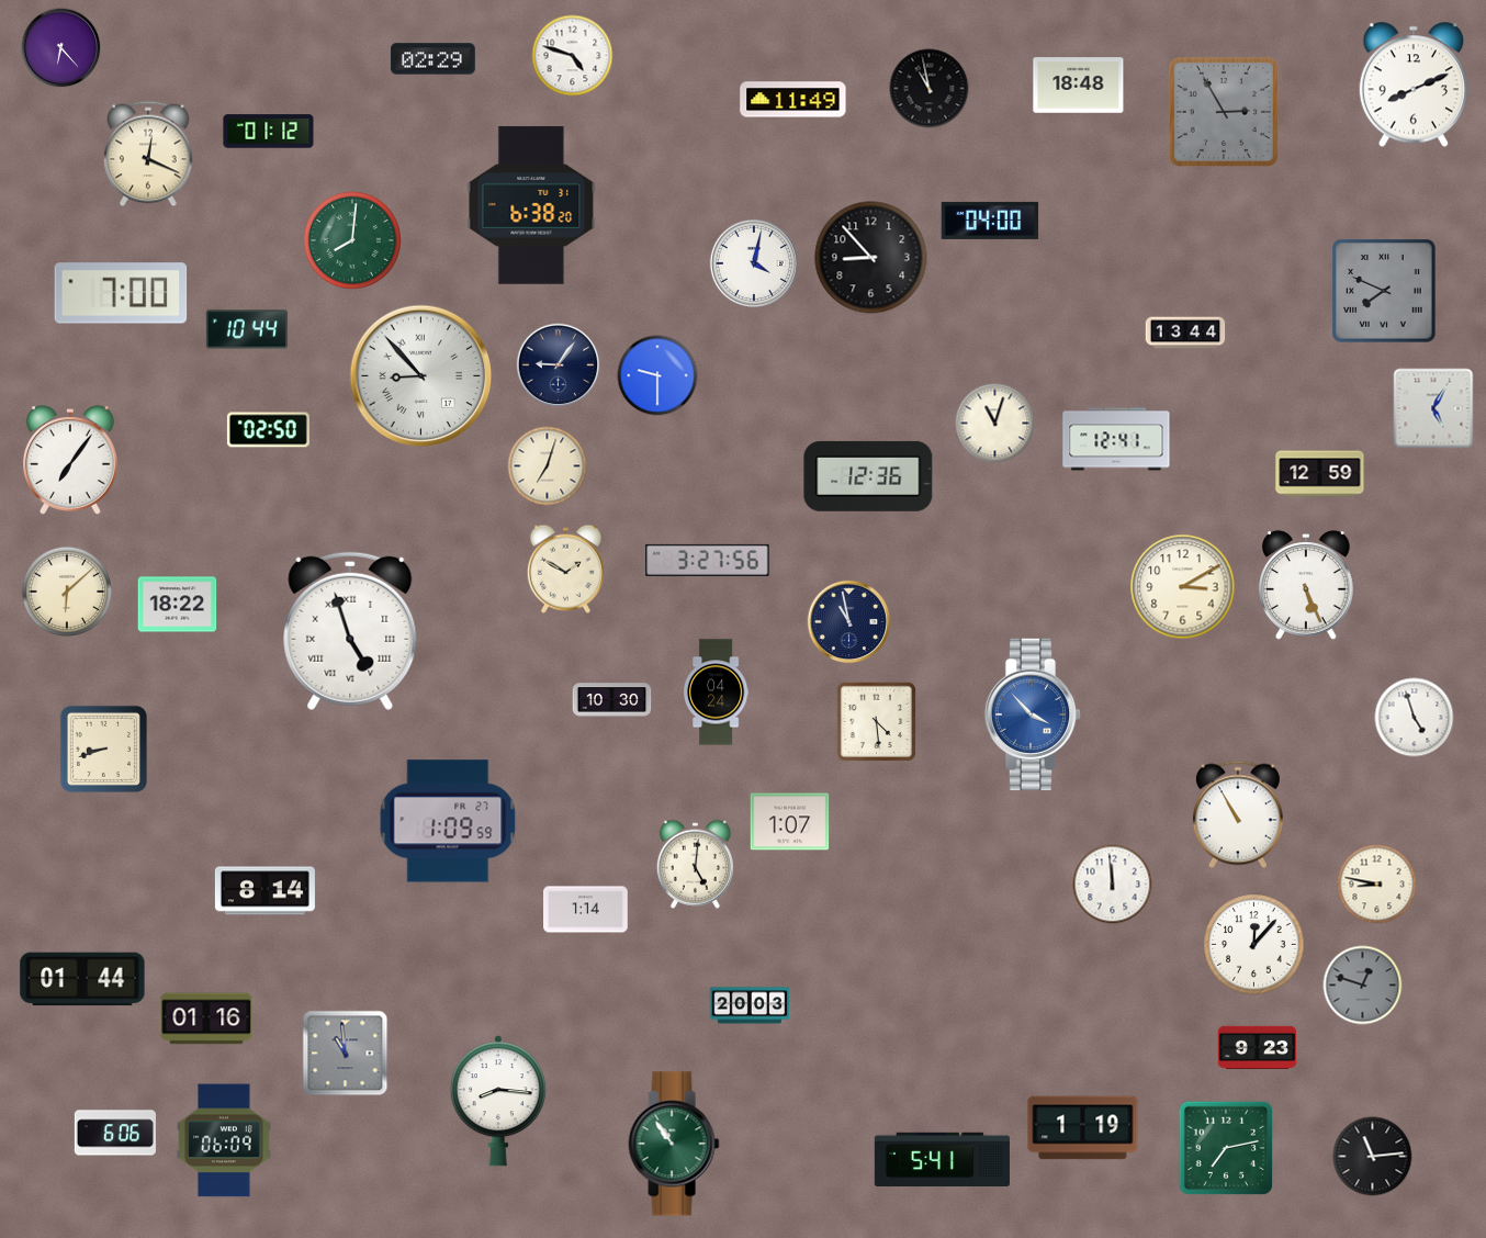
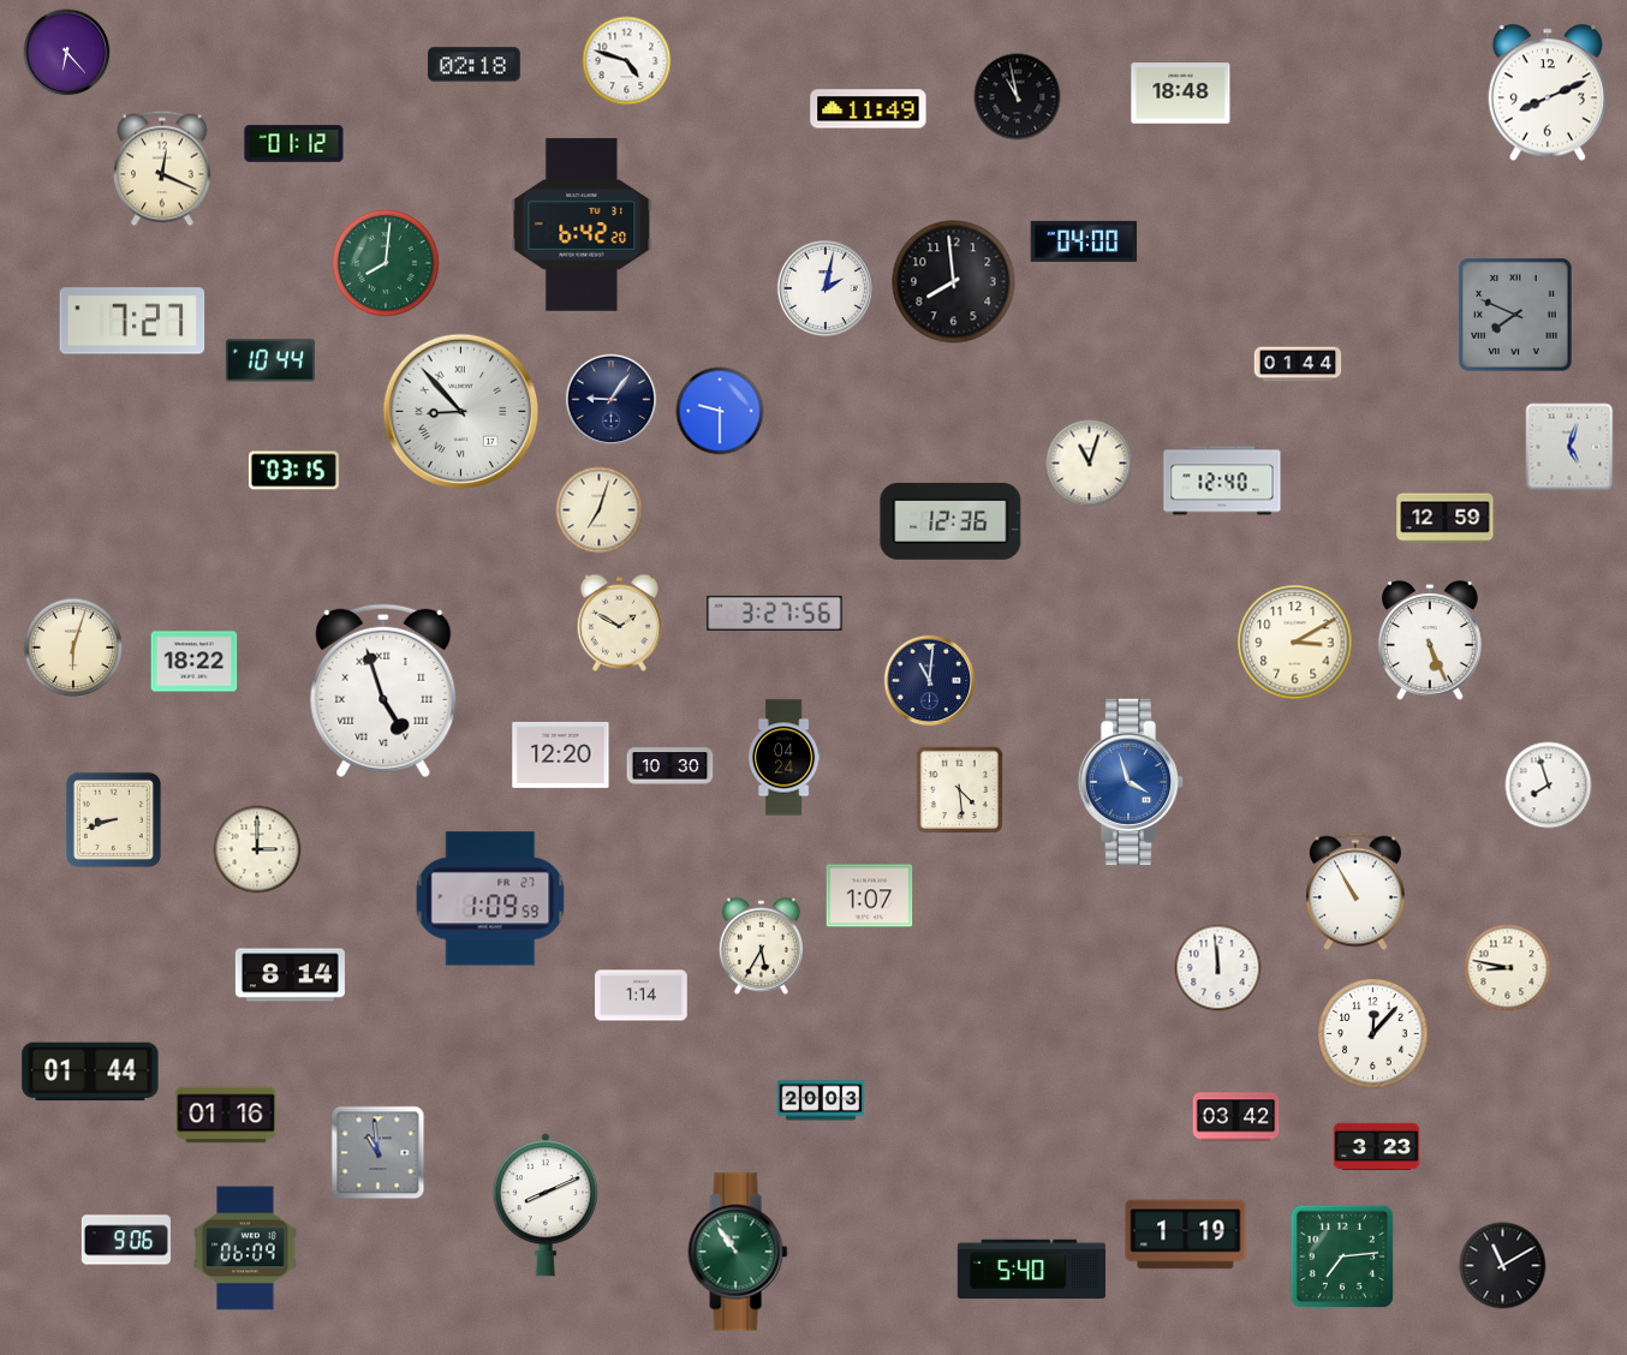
clock at (434, 59): 02:29 -> 02:18
clock at (1224, 112): 2:55 -> none
clock at (531, 205): 6:38 -> 6:42
clock at (871, 258): 8:53 -> 7:59
clock at (753, 263): 4:02 -> 2:02
clock at (1384, 291) position: (1384, 291) -> (1515, 315)
clock at (121, 293): 7:00 -> 7:27
clock at (1185, 333): 13:44 -> 01:44
clock at (1433, 408): 5:05 -> 5:03
clock at (268, 430): 02:50 -> 03:15
clock at (1116, 439): 12:41 -> 12:40
clock at (70, 460): 7:06 -> none
clock at (67, 592): 6:08 -> 6:03
clock at (849, 622): 10:58 -> 11:01
clock at (561, 754): none -> 12:20
clock at (1033, 714): 3:53 -> 3:57
clock at (1415, 718): 4:57 -> 7:57
clock at (257, 849): none -> 3:00
clock at (790, 822) position: (790, 822) -> (870, 896)
clock at (695, 864): 5:01 -> 5:35
clock at (1363, 986): 12:48 -> none
clock at (1236, 1117): none -> 03:42
clock at (1258, 1047): 9:23 -> 3:23
clock at (498, 1101): 8:16 -> 8:11
clock at (115, 1133): 6:06 -> 9:06
clock at (1226, 1148): 7:13 -> 7:14
clock at (1373, 1157): 11:14 -> 11:10
clock at (942, 1159): 5:41 -> 5:40
